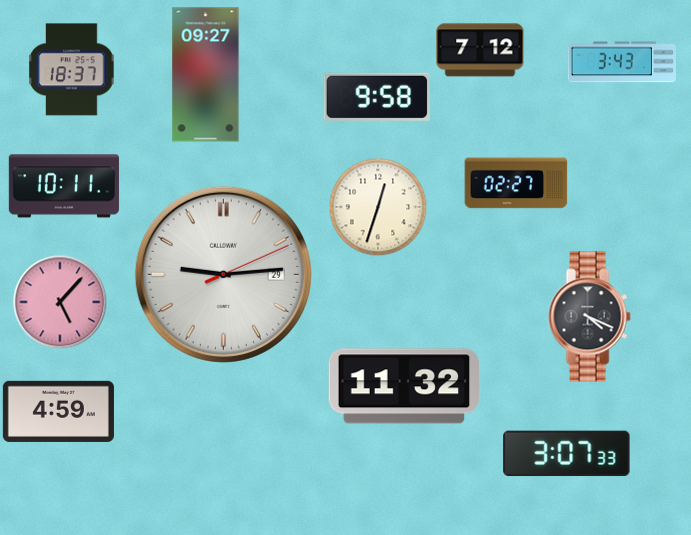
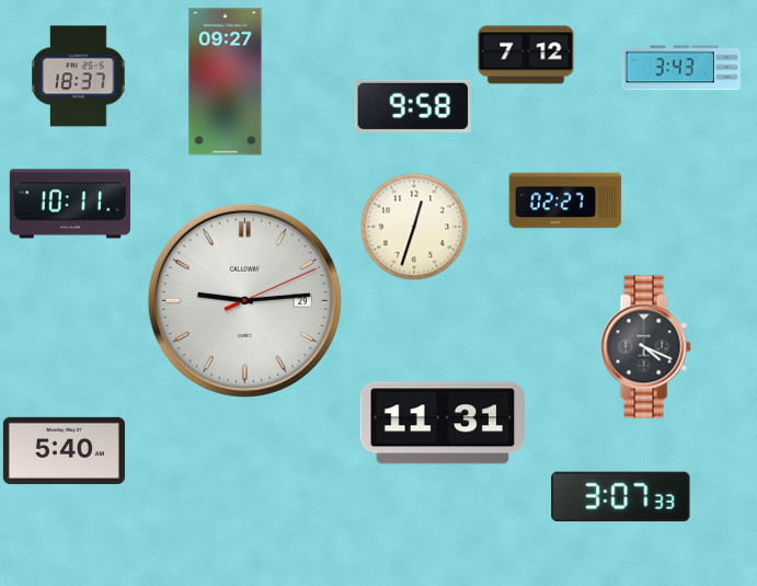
clock at (60, 302): 5:07 -> none
clock at (403, 386): 11:32 -> 11:31
clock at (58, 411): 4:59 -> 5:40
